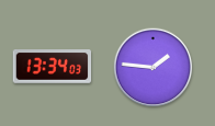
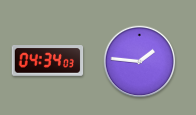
clock at (53, 67): 13:34 -> 04:34
